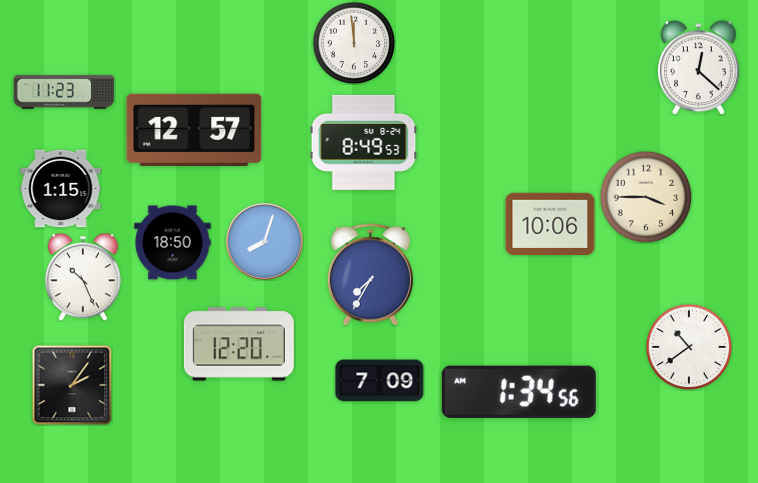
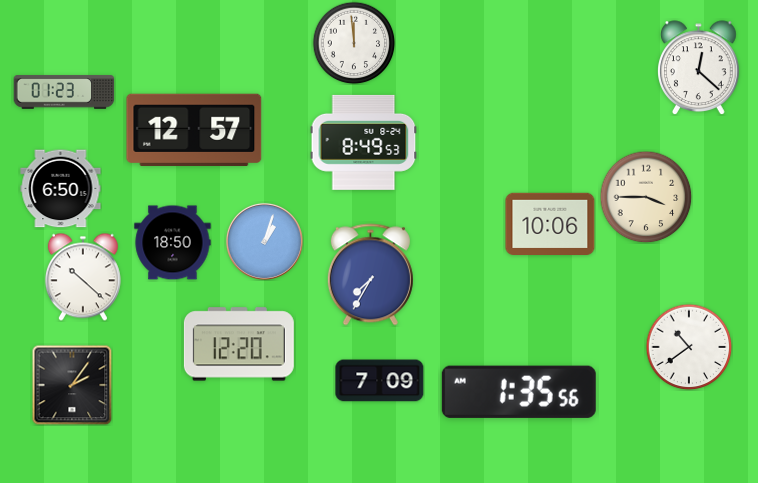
clock at (64, 92): 11:23 -> 01:23
clock at (61, 189): 1:15 -> 6:50
clock at (264, 241): 8:03 -> 1:03
clock at (83, 277): 10:26 -> 10:22
clock at (519, 392): 1:34 -> 1:35
